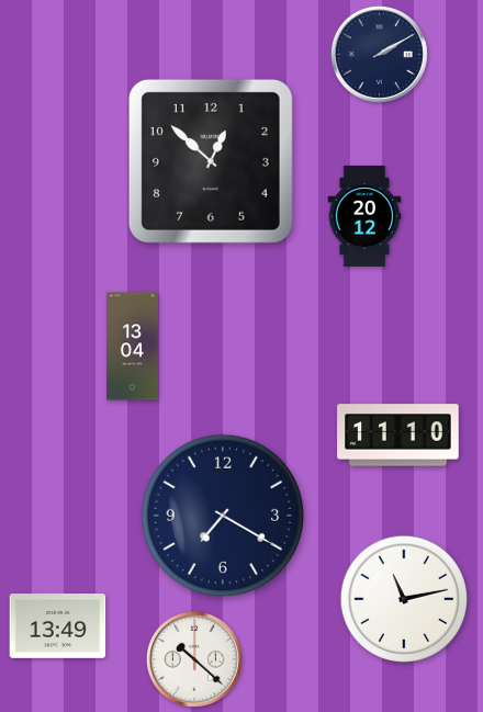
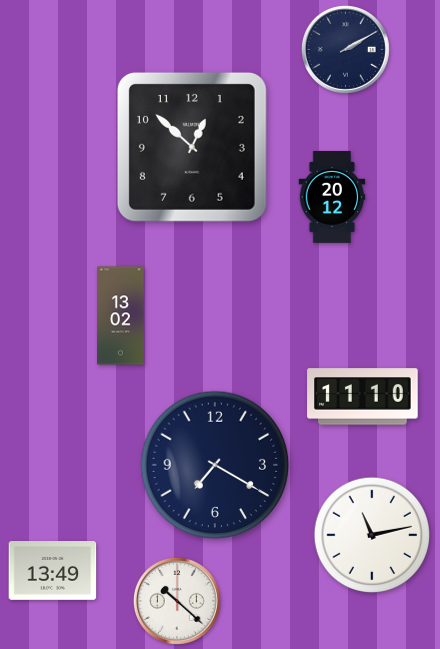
clock at (133, 347): 13:04 -> 13:02
clock at (223, 516) position: (223, 516) -> (215, 465)
clock at (404, 599) position: (404, 599) -> (372, 535)
